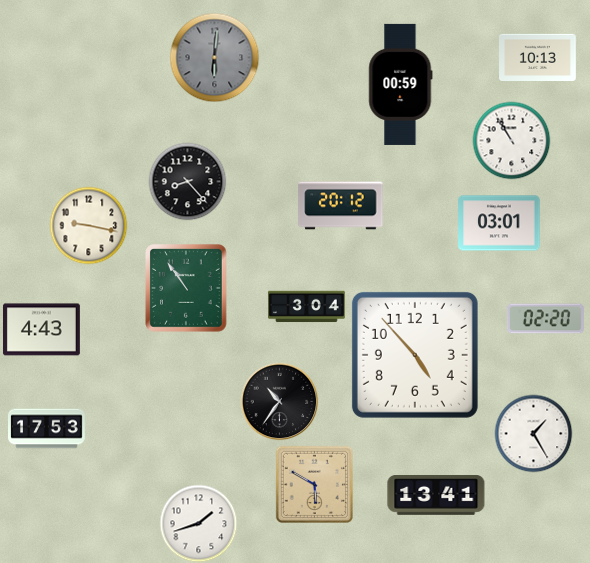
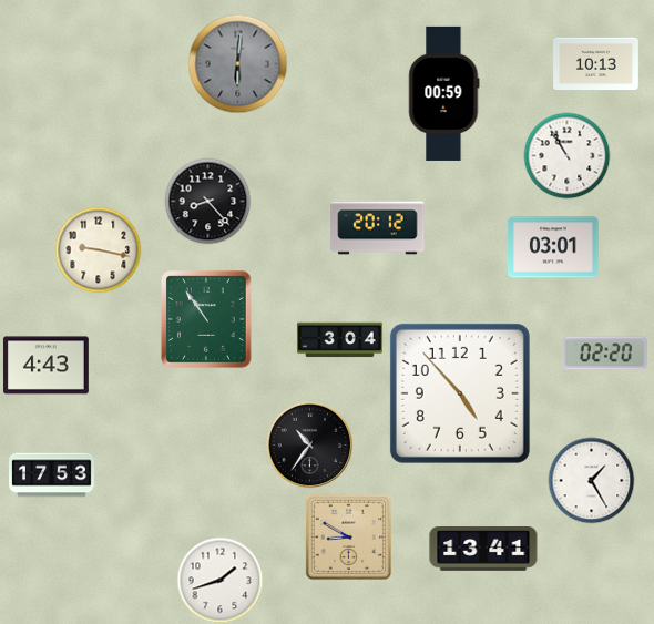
clock at (314, 484): 5:50 -> 8:50
